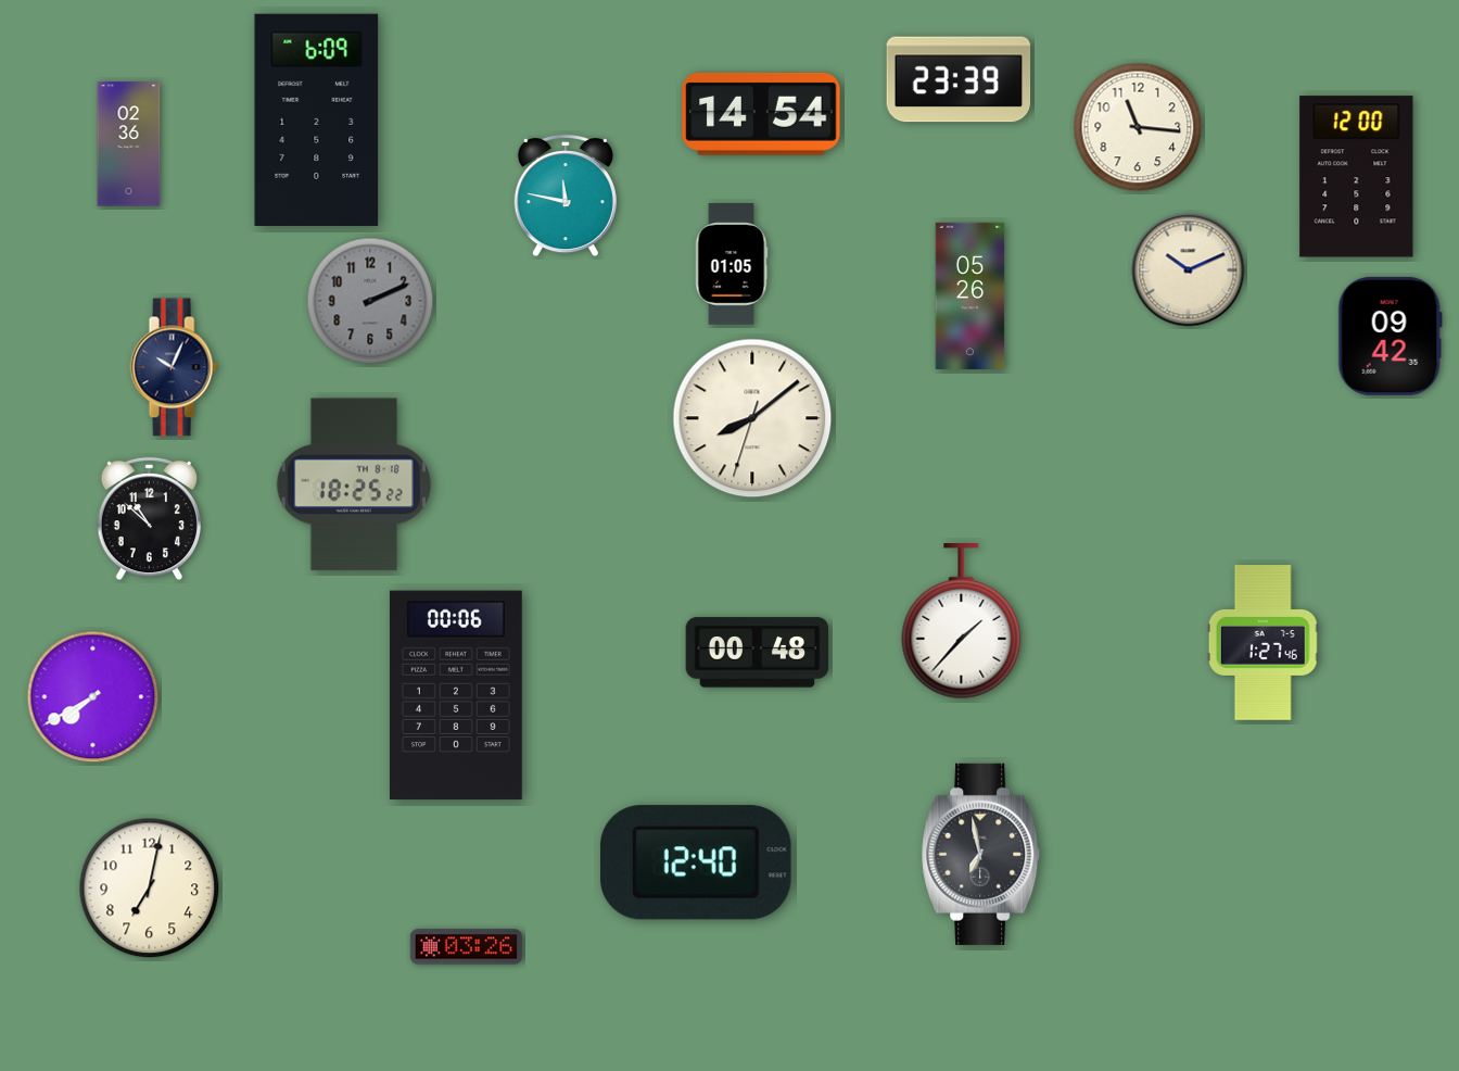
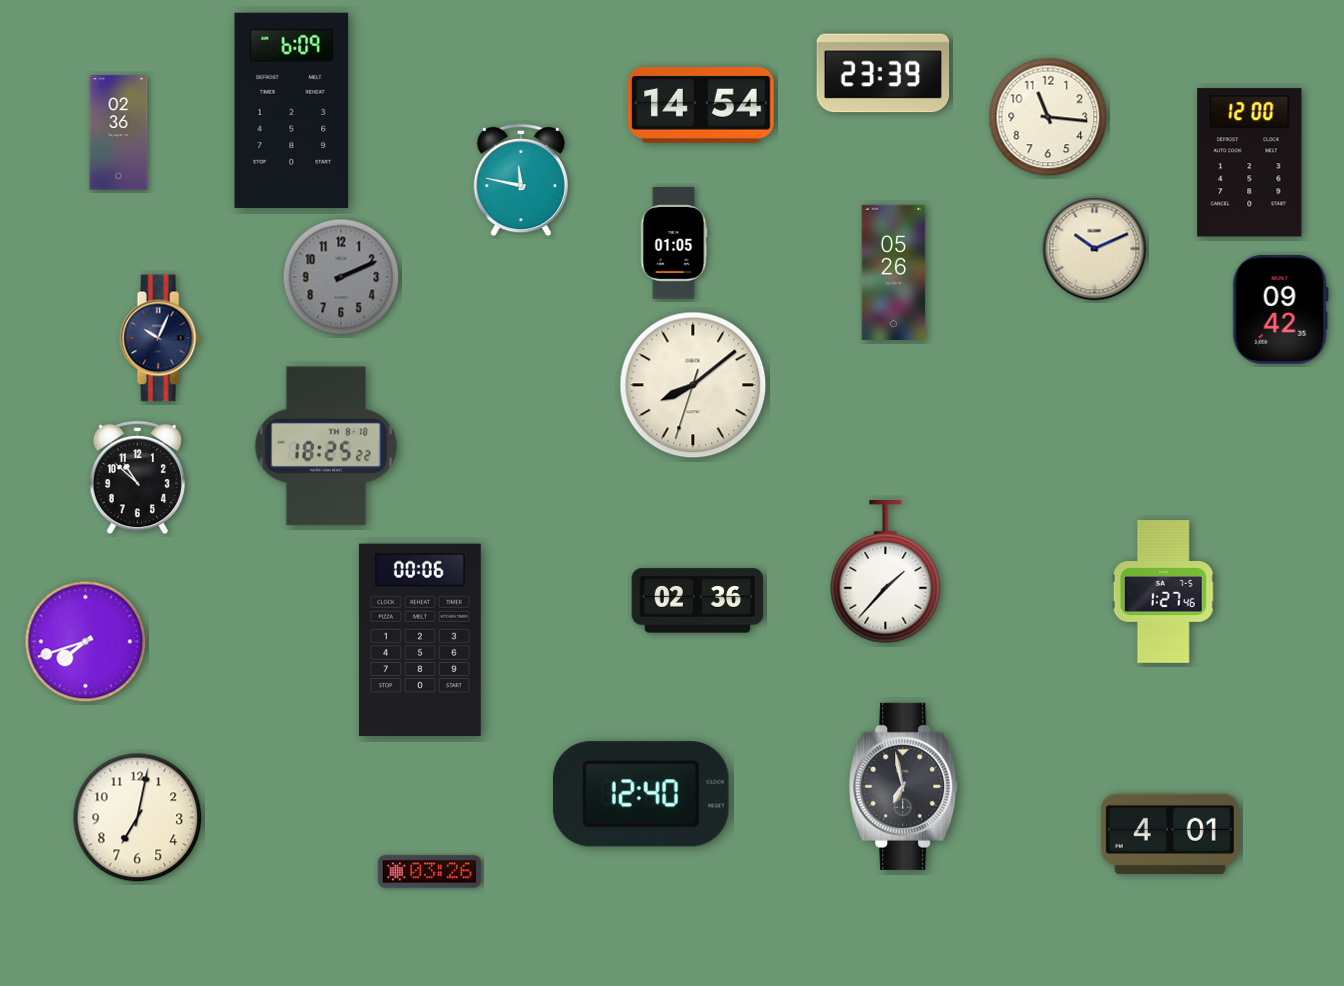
clock at (758, 653): 00:48 -> 02:36
clock at (93, 697): 7:40 -> 7:42
clock at (1170, 834): none -> 4:01
